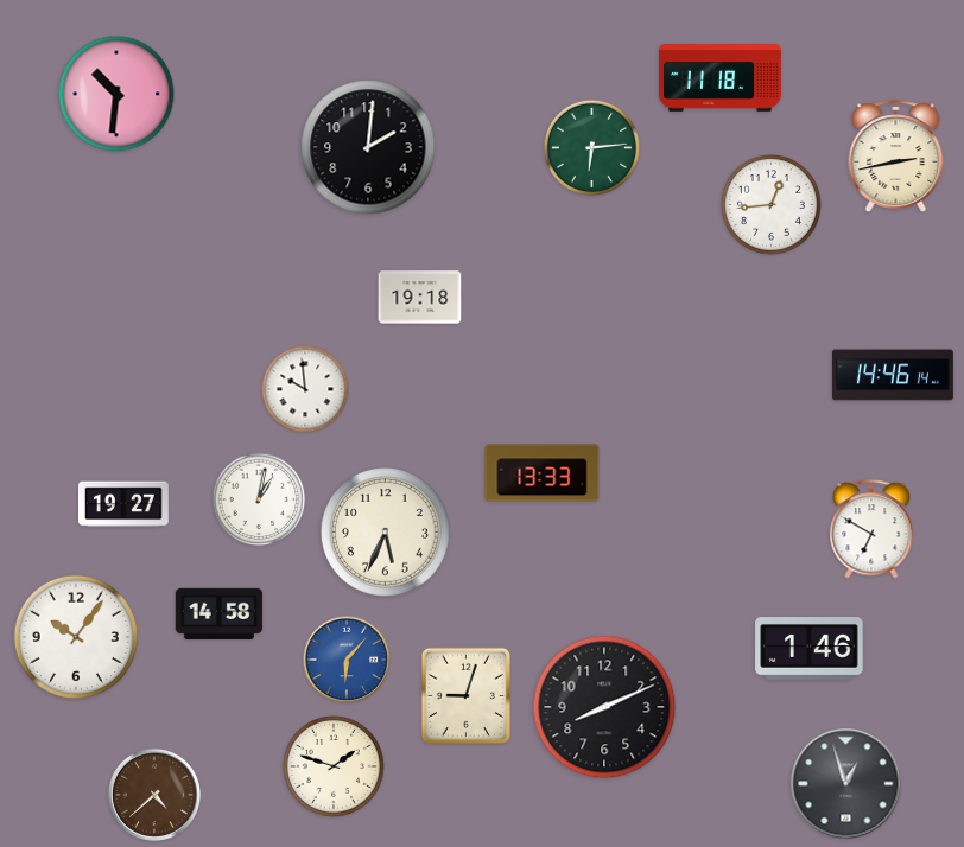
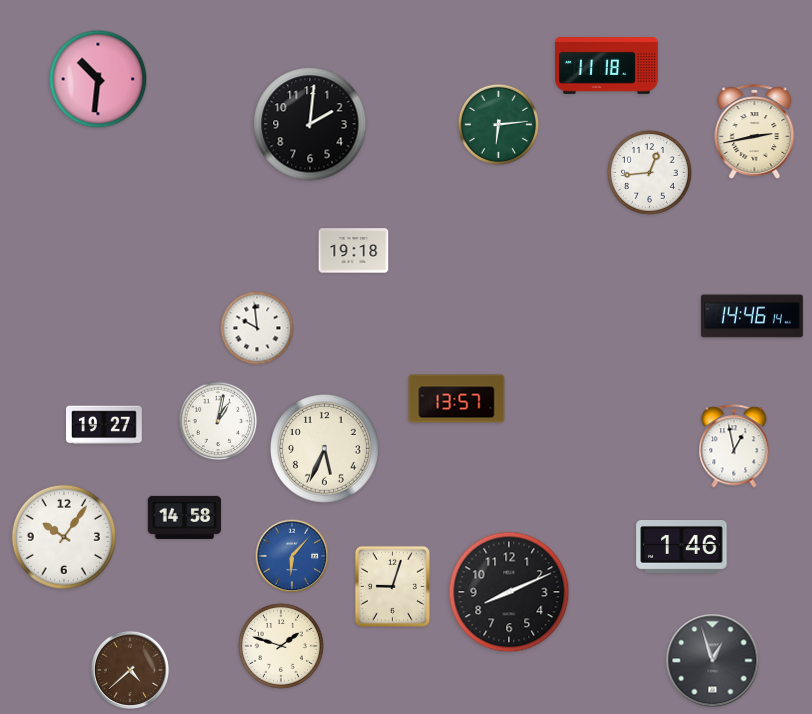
clock at (543, 473): 13:33 -> 13:57
clock at (871, 529): 6:50 -> 12:58
clock at (604, 707) position: (604, 707) -> (509, 592)
